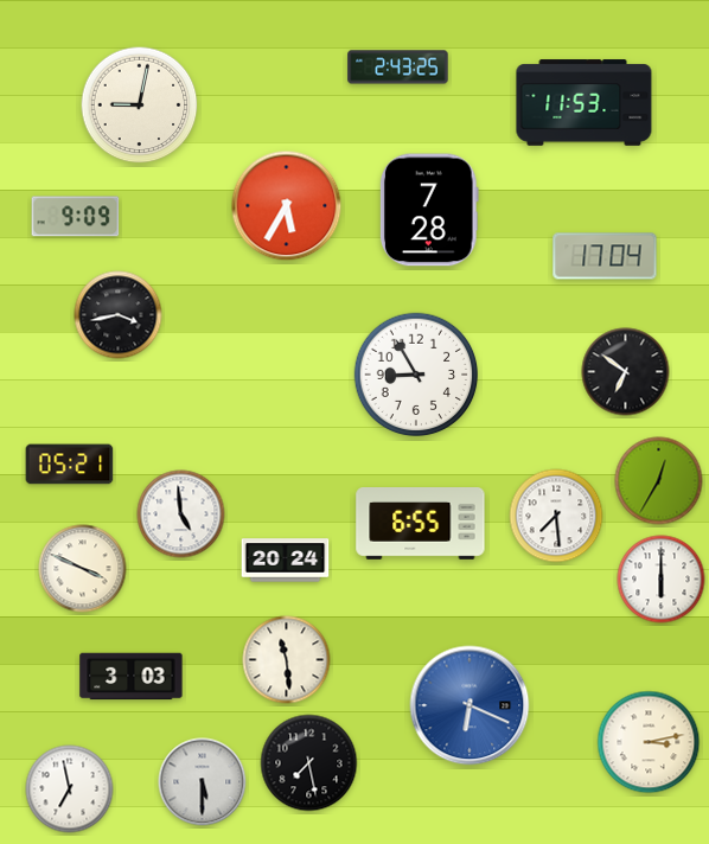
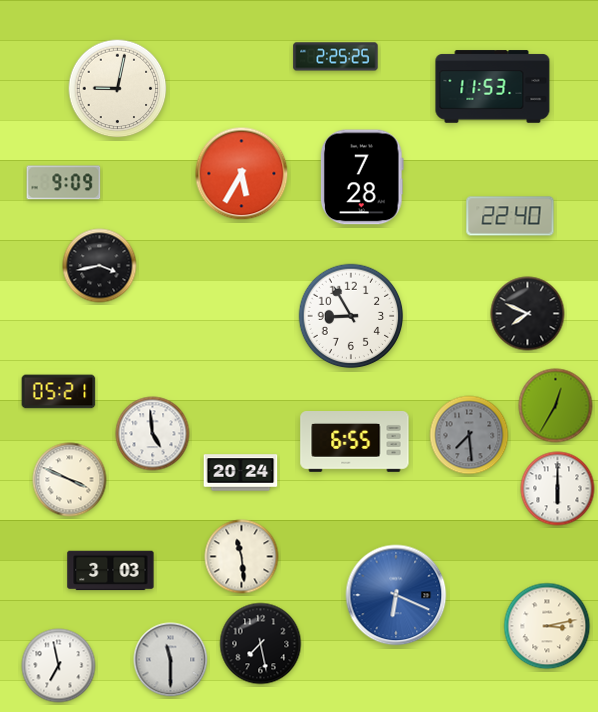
clock at (398, 68): 2:43 -> 2:25
clock at (605, 256): 17:04 -> 22:40
clock at (626, 372): 6:51 -> 7:49
clock at (556, 516) dial: white -> grey
clock at (203, 782): 5:30 -> 11:30
